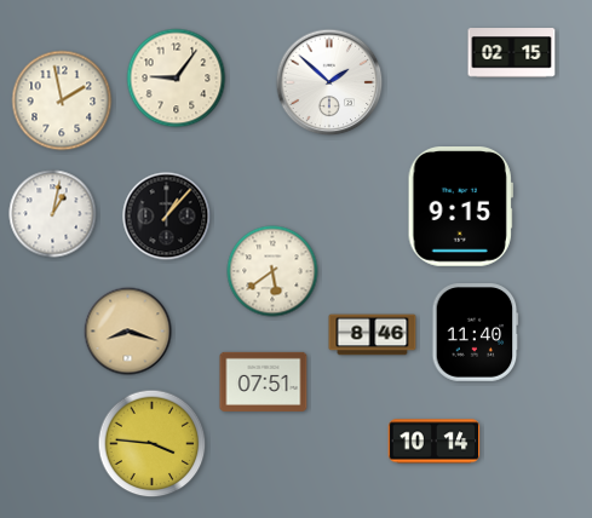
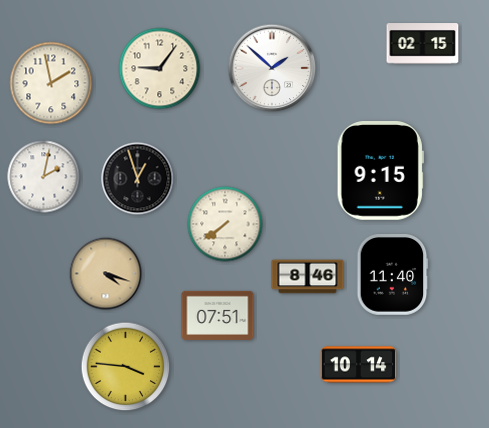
clock at (177, 79) position: (177, 79) -> (160, 69)
clock at (53, 214): 1:02 -> 2:02
clock at (167, 217): 1:07 -> 12:57
clock at (272, 271): 5:39 -> 7:39
clock at (128, 332): 8:18 -> 4:18
